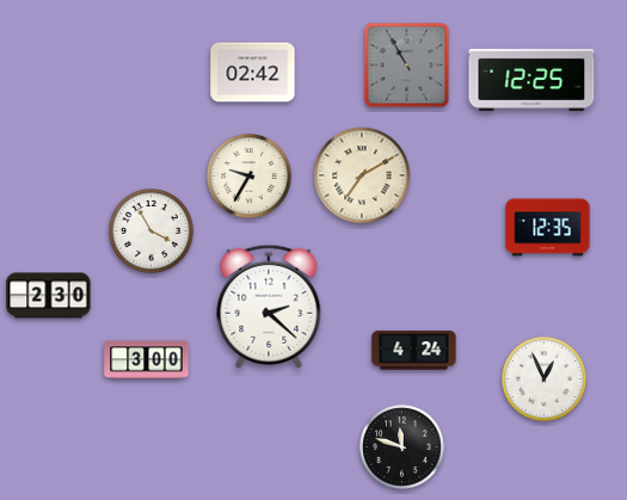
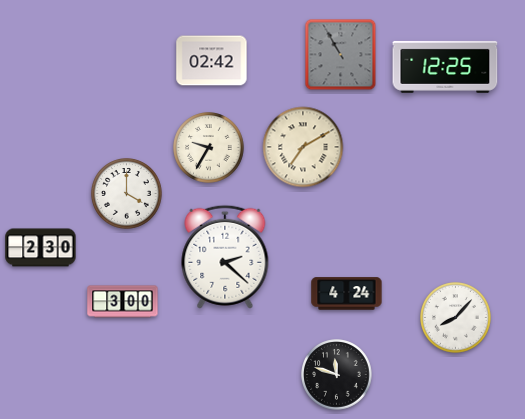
clock at (548, 228): 12:35 -> none
clock at (152, 232): 3:55 -> 4:00
clock at (545, 379): 12:56 -> 8:07
